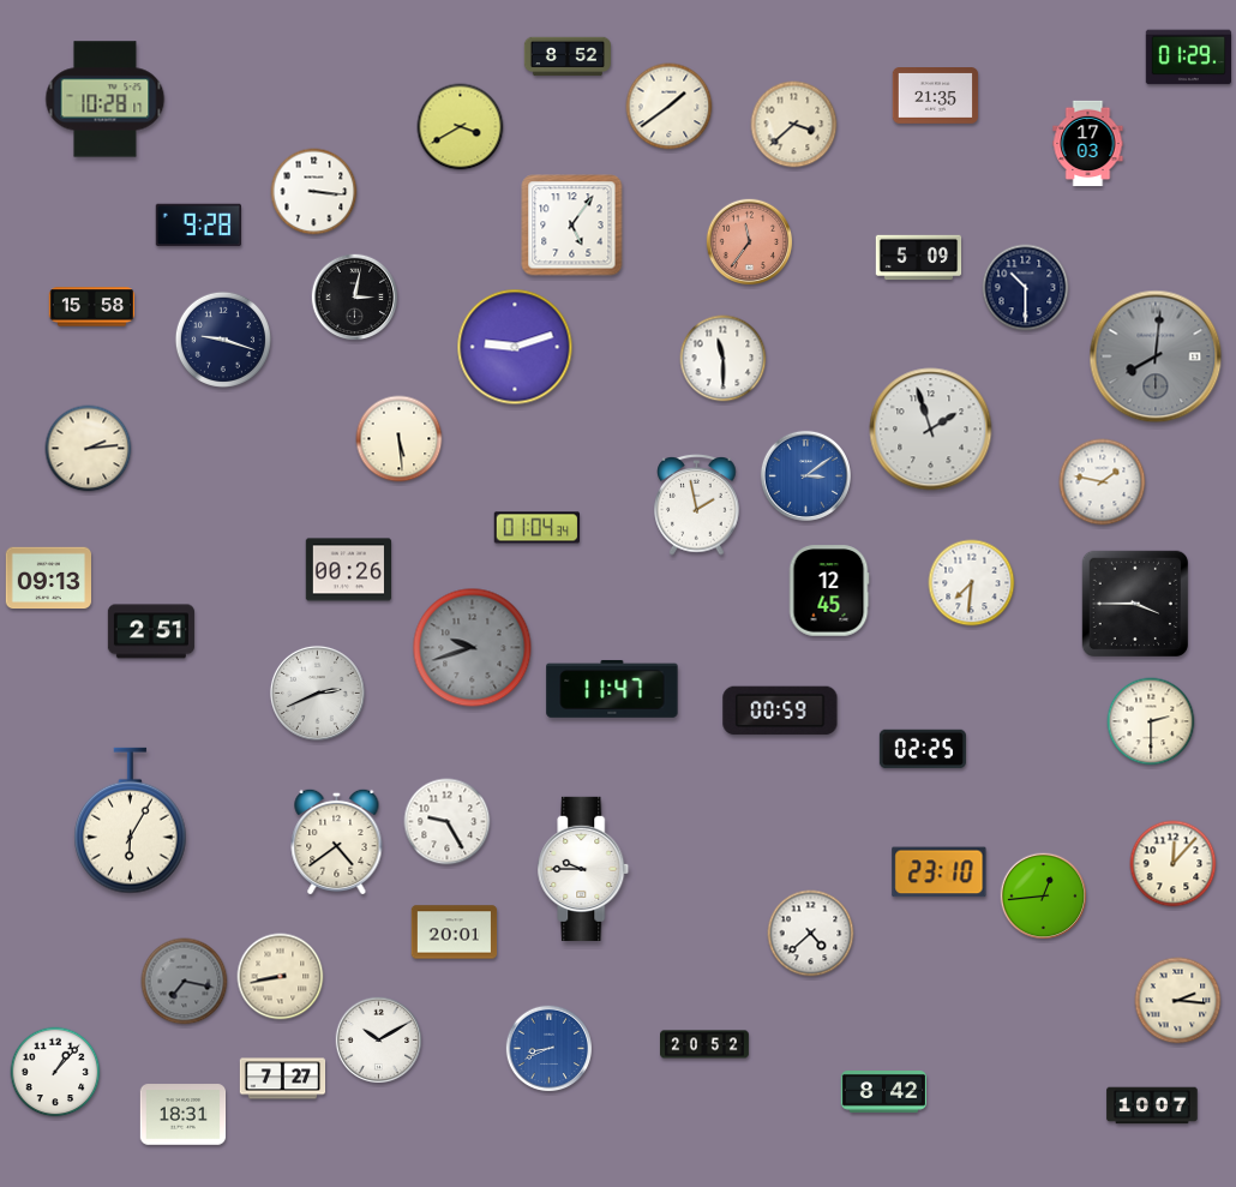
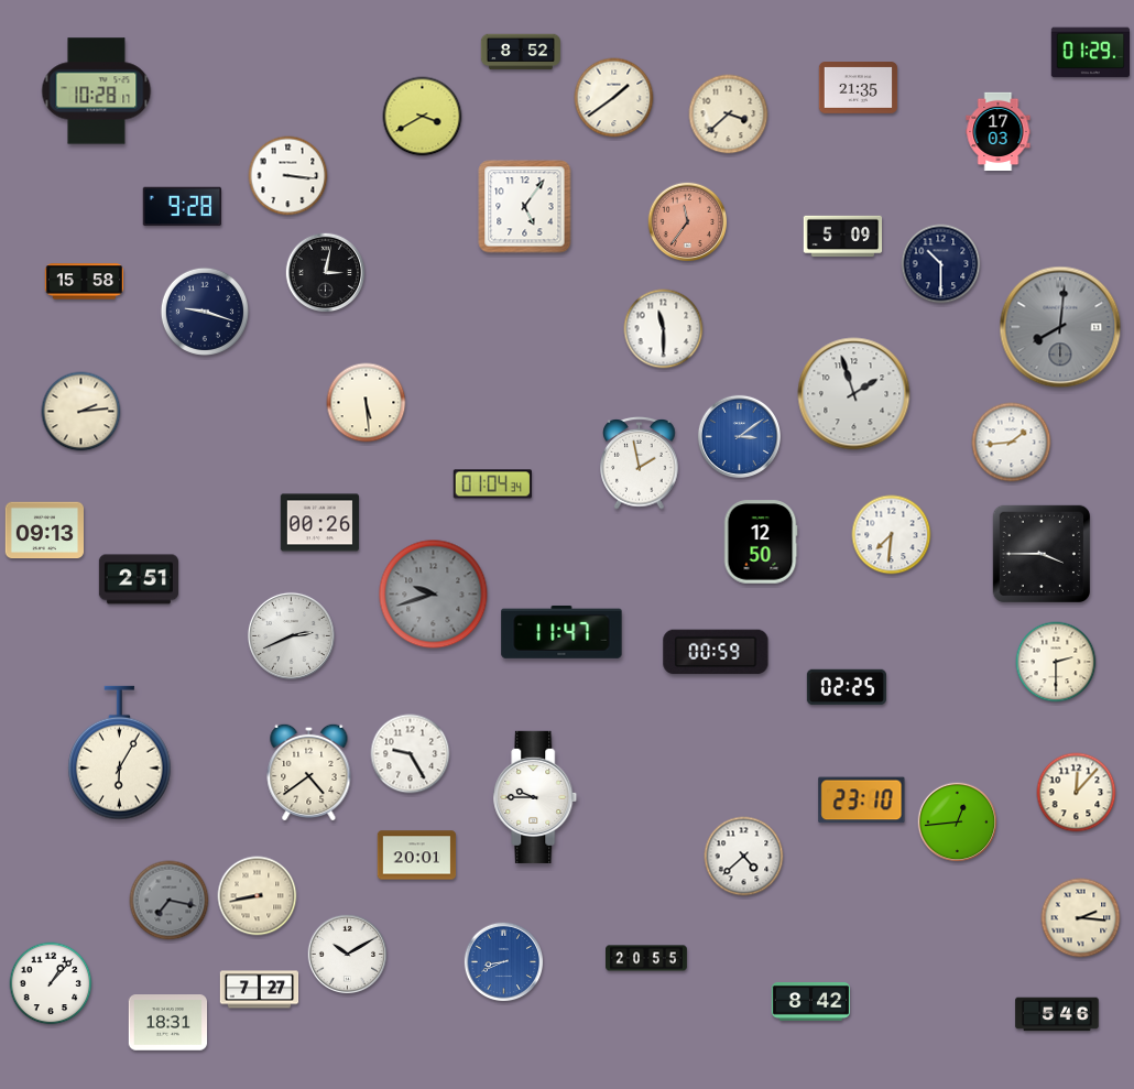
clock at (515, 347): 9:12 -> none
clock at (1103, 482): 1:47 -> 1:44
clock at (829, 590): 12:45 -> 12:50
clock at (706, 1044): 20:52 -> 20:55
clock at (1152, 1105): 10:07 -> 5:46
